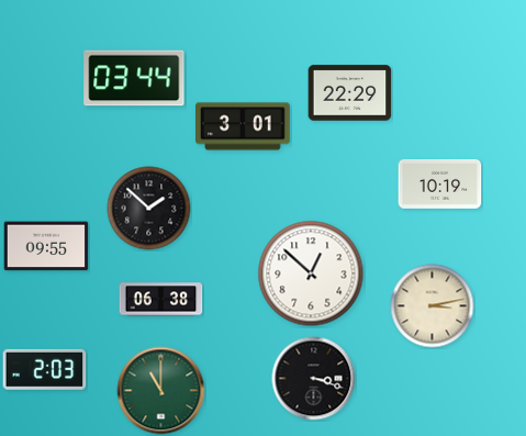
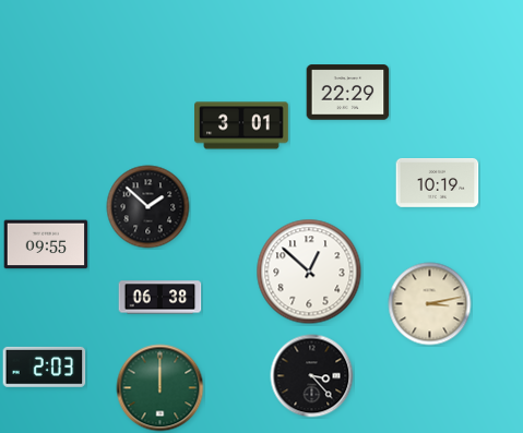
clock at (134, 78): 03:44 -> none
clock at (314, 379): 3:18 -> 3:23
clock at (161, 391): 11:00 -> 12:00
